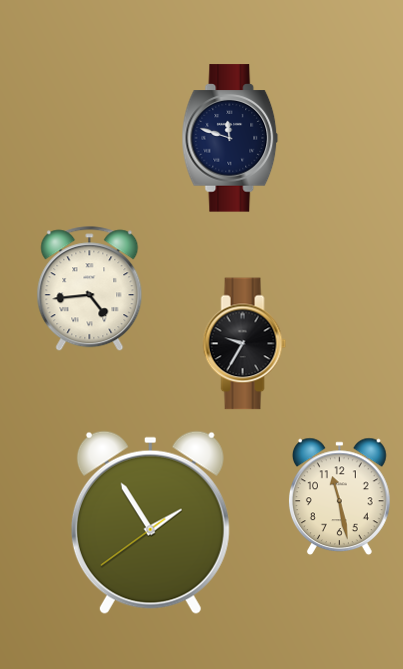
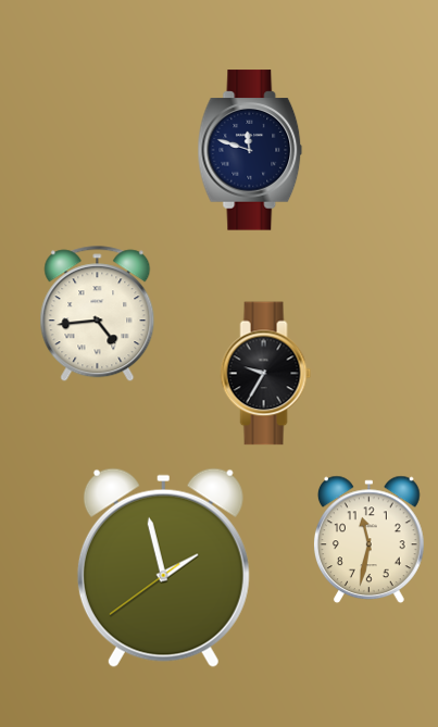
clock at (340, 497): 11:28 -> 11:32
clock at (150, 522): 1:54 -> 1:57
